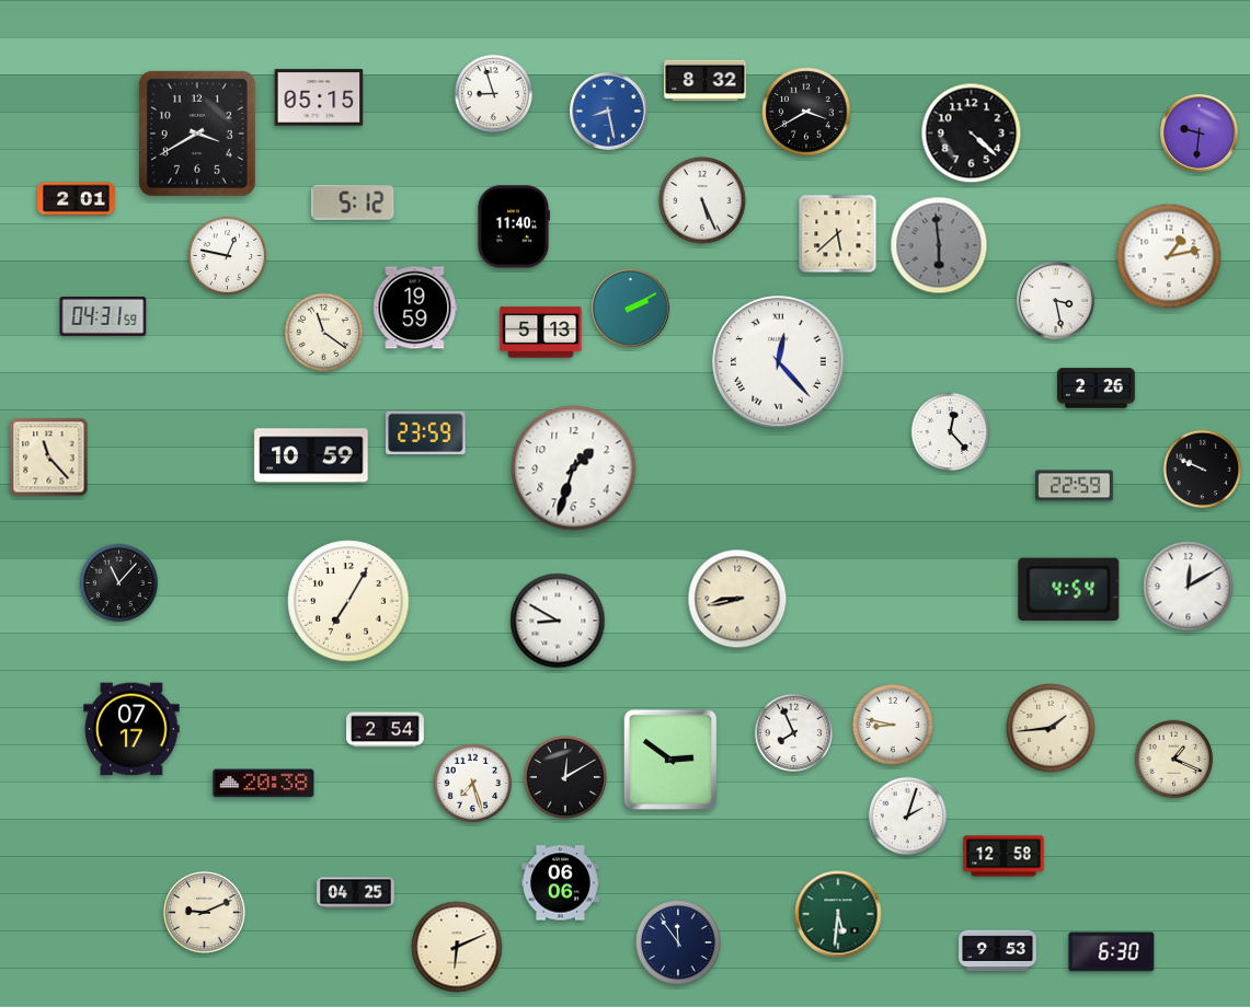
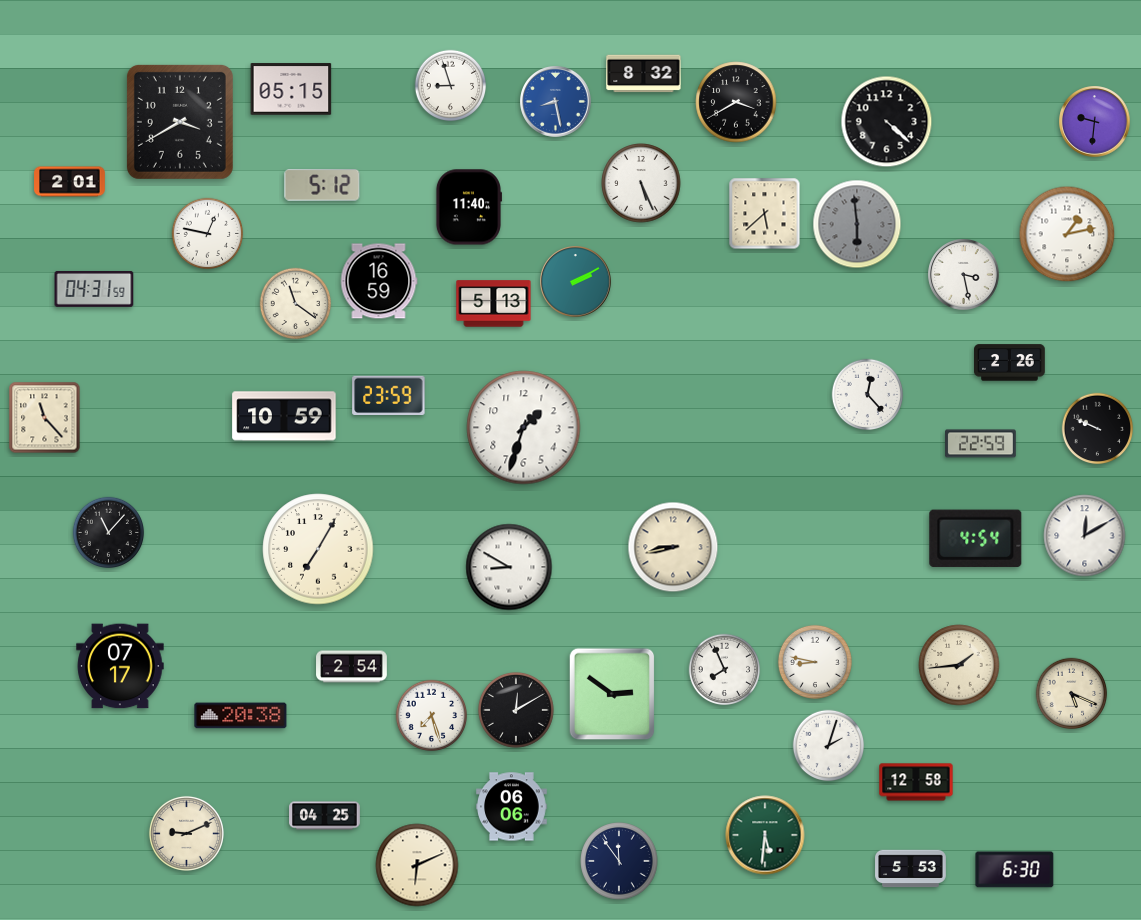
clock at (415, 308): 19:59 -> 16:59
clock at (779, 362): 12:23 -> none
clock at (1097, 389) position: (1097, 389) -> (1010, 363)
clock at (1174, 760): 1:19 -> 5:19
clock at (998, 951): 9:53 -> 5:53
